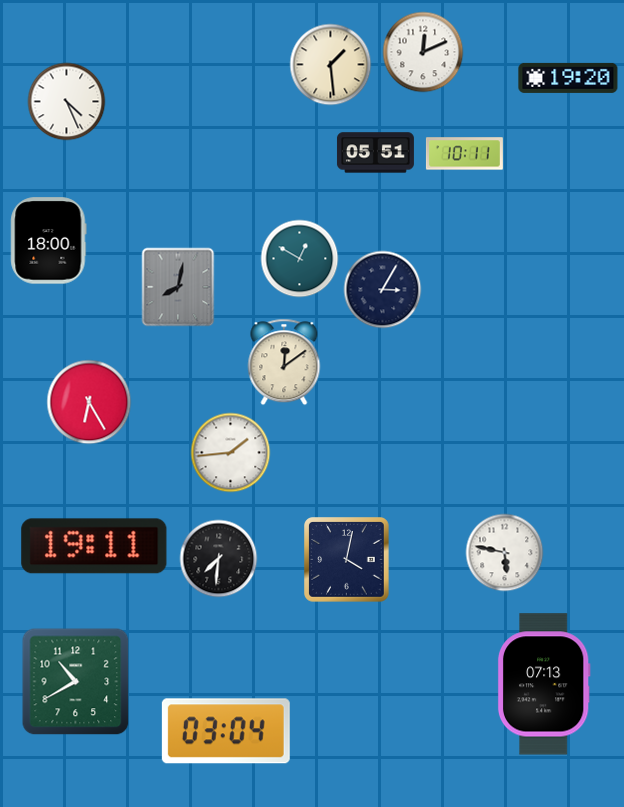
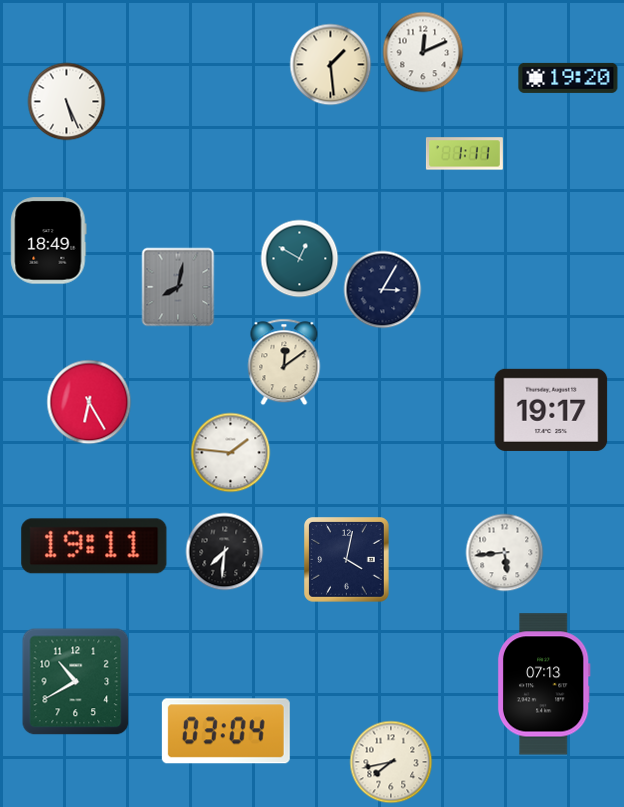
clock at (66, 101): 4:26 -> 5:26
clock at (375, 153): 05:51 -> none
clock at (464, 154): 10:11 -> 1:11
clock at (49, 241): 18:00 -> 18:49
clock at (551, 410): none -> 19:17
clock at (230, 452): 1:44 -> 1:46
clock at (504, 552): 5:47 -> 5:44
clock at (218, 558) position: (218, 558) -> (224, 551)
clock at (391, 762): none -> 7:43
